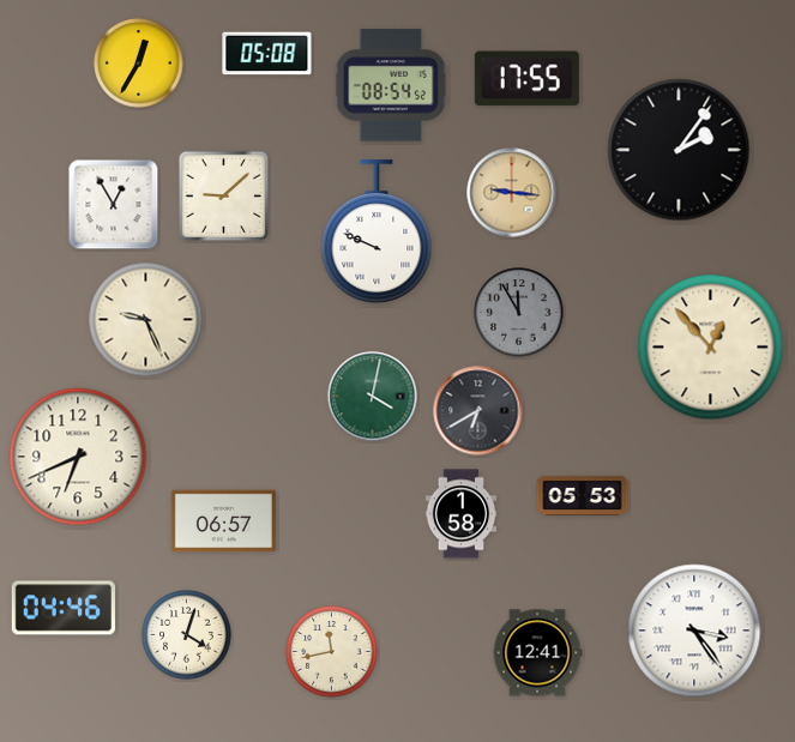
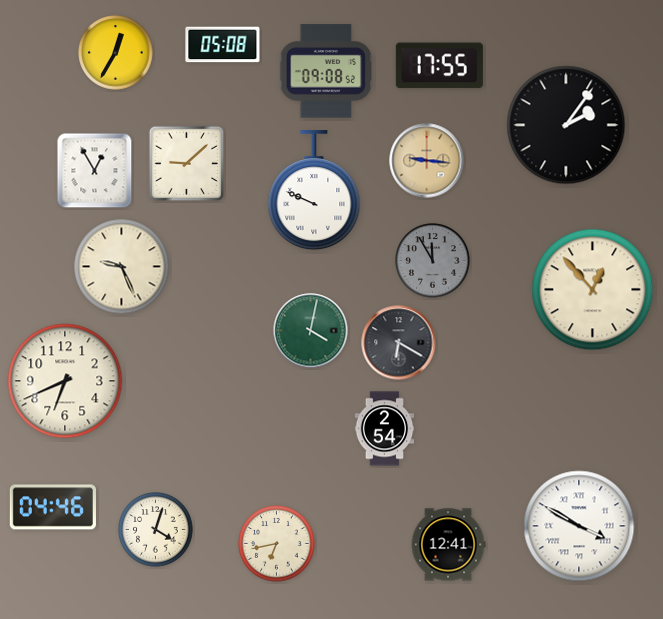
clock at (390, 85): 08:54 -> 09:08
clock at (377, 233) position: (377, 233) -> (314, 191)
clock at (478, 411): 6:40 -> 6:20
clock at (583, 495): 05:53 -> none
clock at (462, 514): 1:58 -> 2:54
clock at (223, 521): 06:57 -> none
clock at (694, 631): 3:24 -> 3:50
clock at (332, 652): 11:43 -> 6:43
